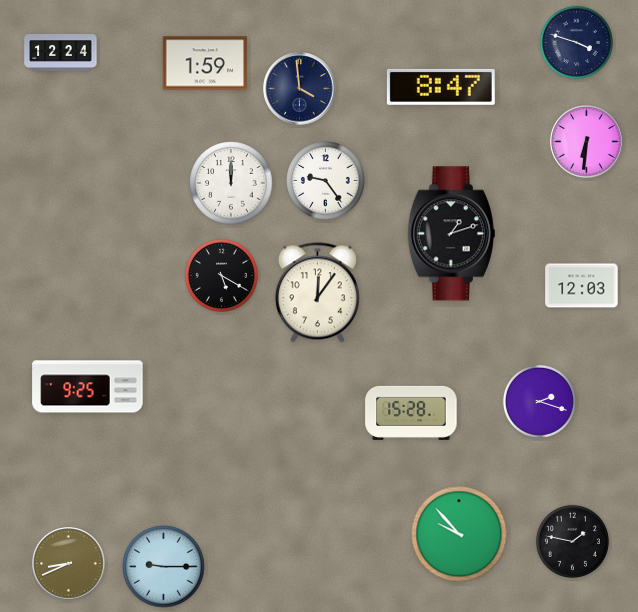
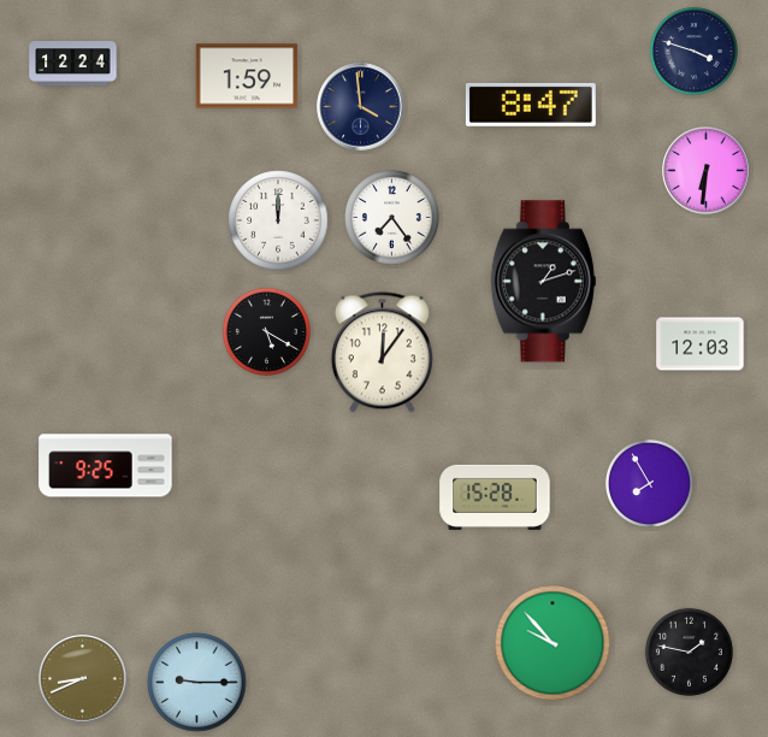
clock at (326, 181): 9:24 -> 7:24
clock at (539, 401): 2:18 -> 7:55
